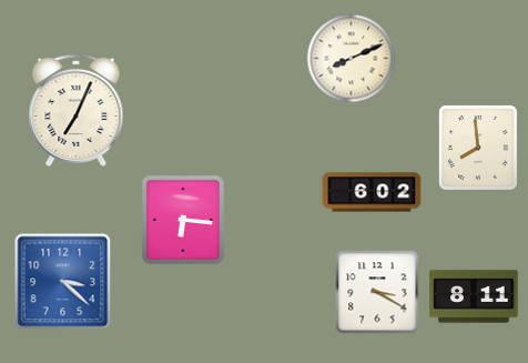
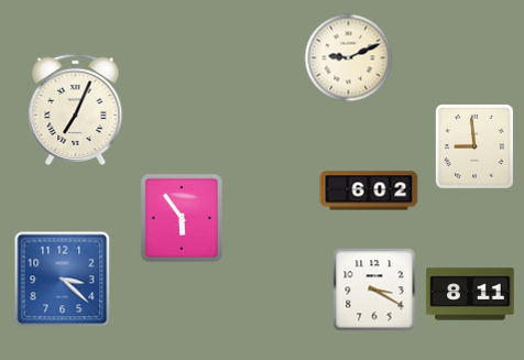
clock at (352, 59): 8:11 -> 9:11
clock at (478, 148): 7:59 -> 8:59
clock at (183, 220): 6:16 -> 5:54
